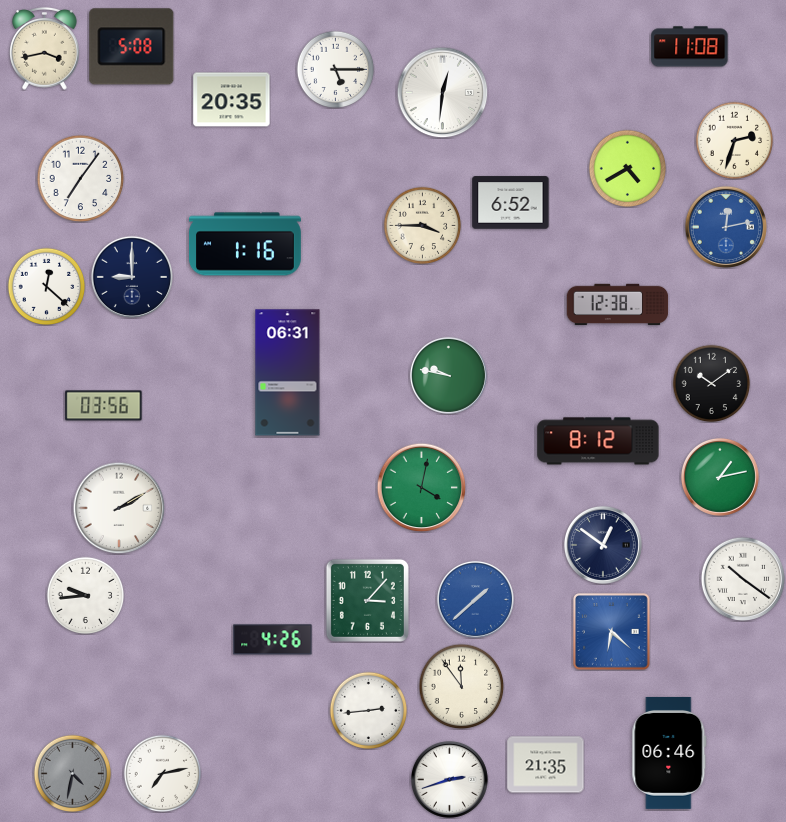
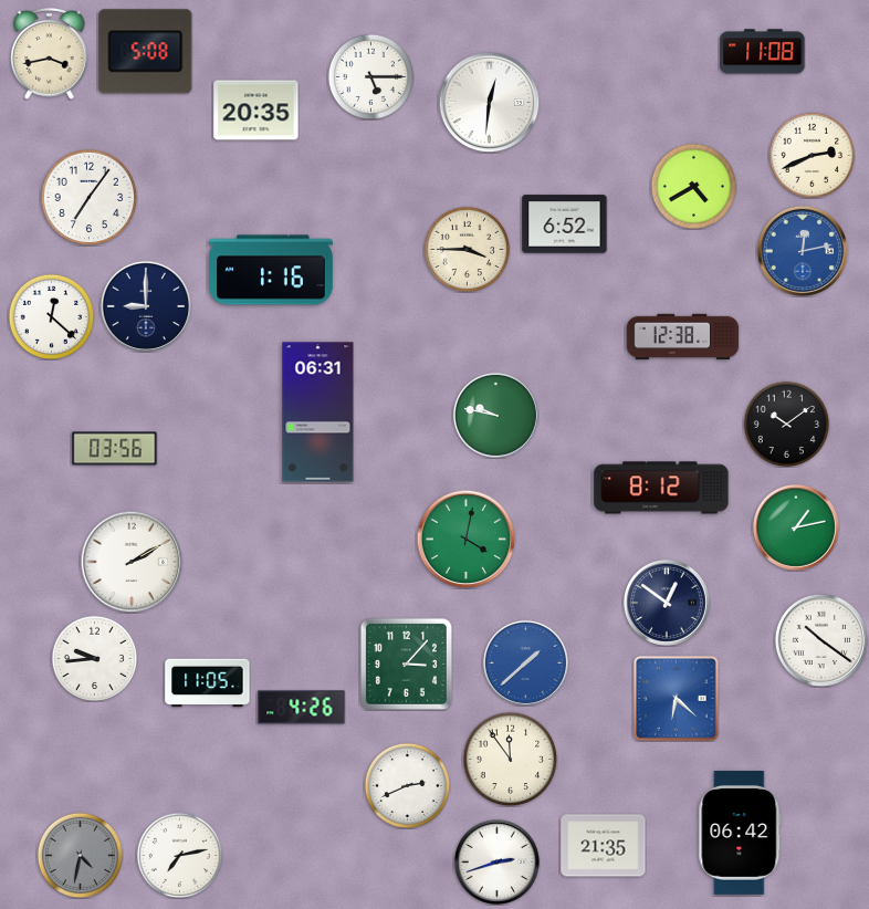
clock at (734, 140): 2:33 -> 2:41
clock at (208, 683): none -> 11:05
clock at (368, 710): 2:44 -> 2:41
clock at (669, 753): 06:46 -> 06:42
